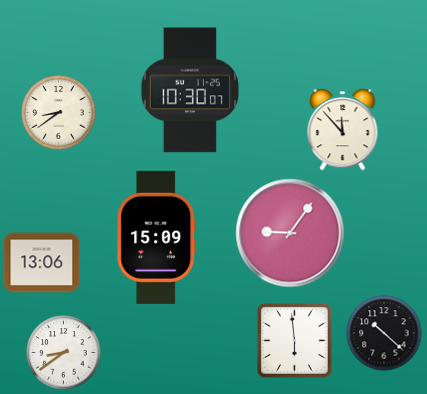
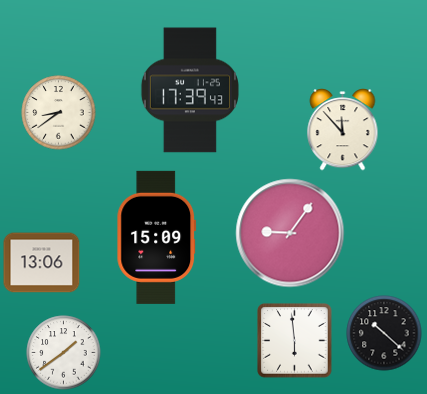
clock at (190, 90): 10:30 -> 17:39
clock at (64, 353): 8:39 -> 1:39
